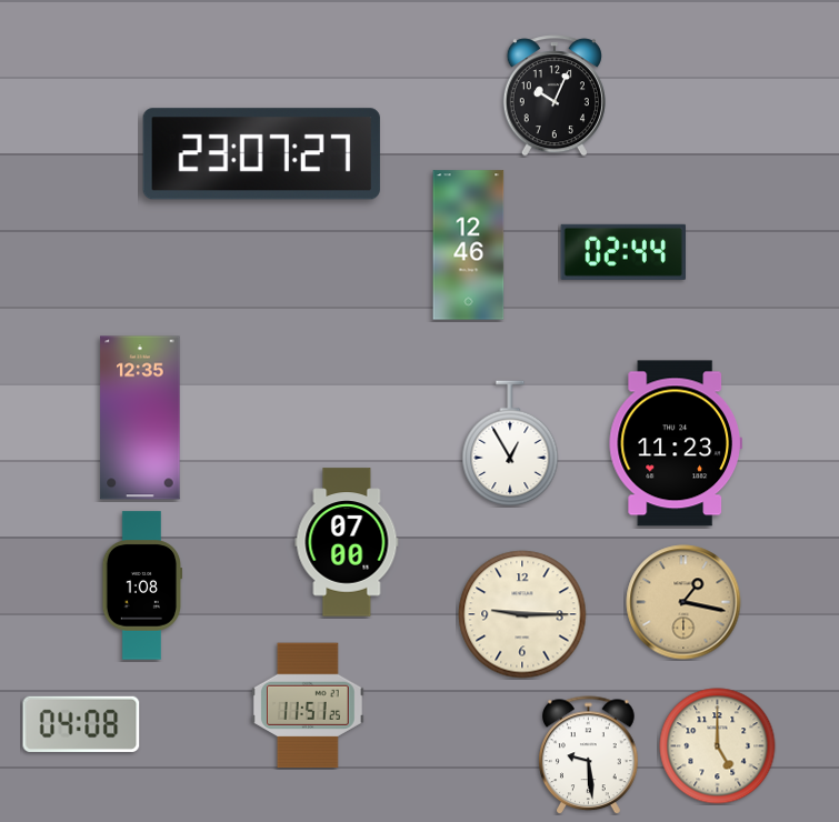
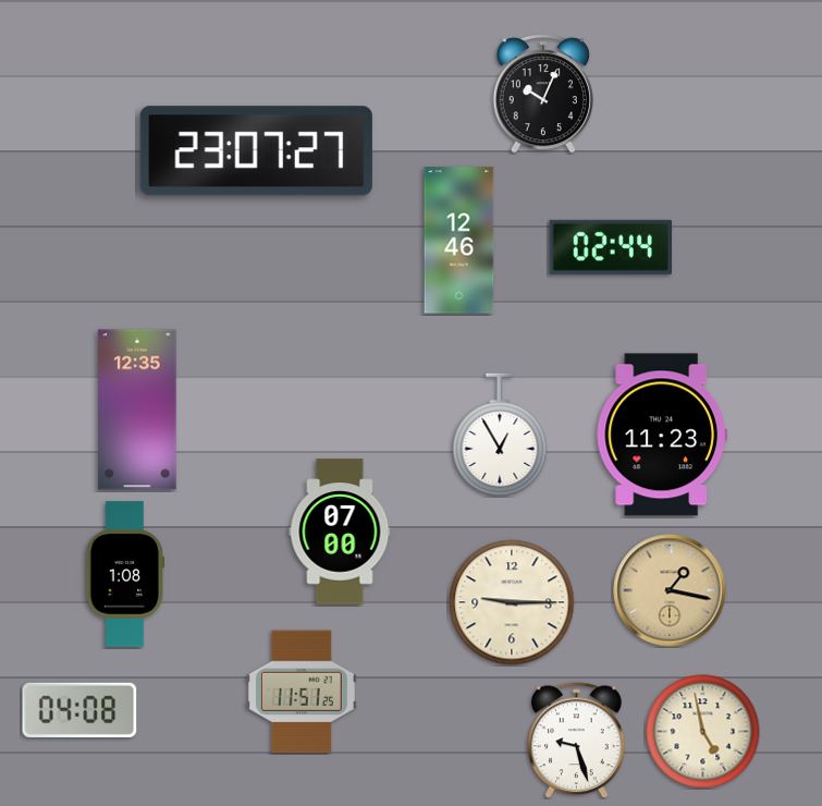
clock at (141, 585) position: (141, 585) -> (124, 574)
clock at (718, 746): 5:00 -> 4:58
clock at (589, 755): 9:29 -> 9:27
